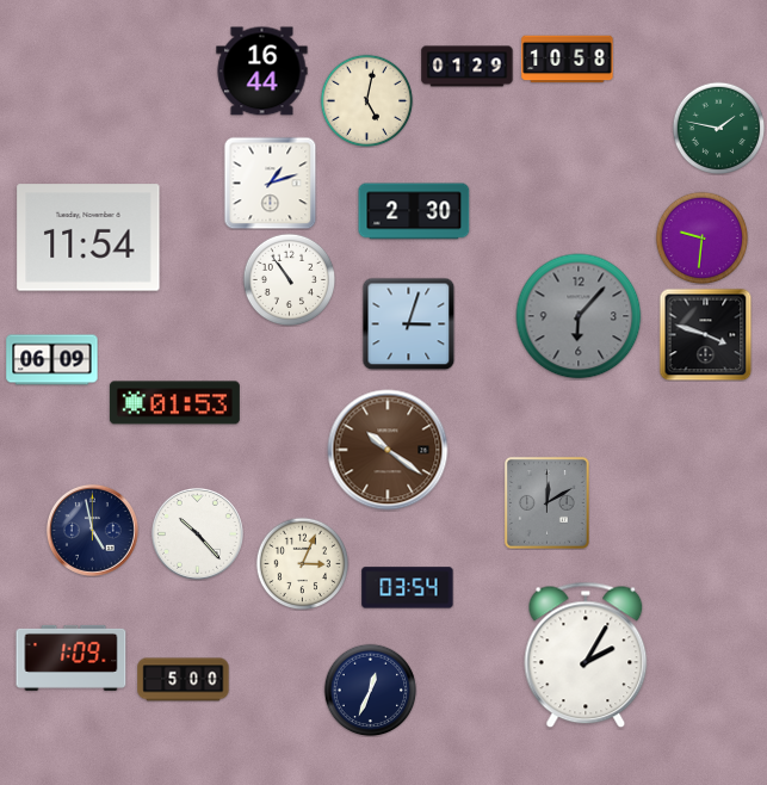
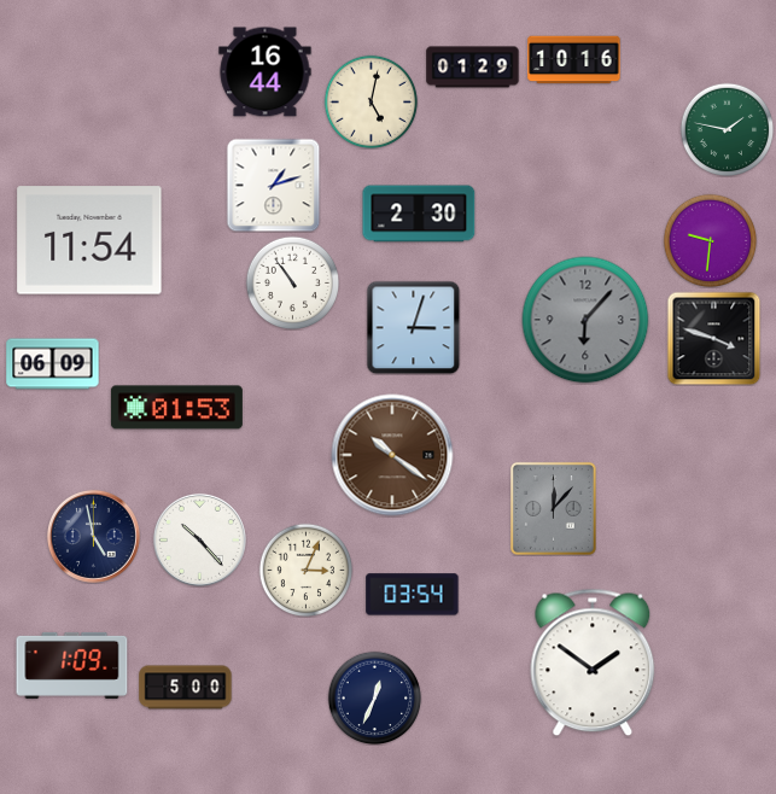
clock at (568, 60): 10:58 -> 10:16
clock at (546, 502): 12:10 -> 12:07
clock at (586, 655): 2:05 -> 1:51
